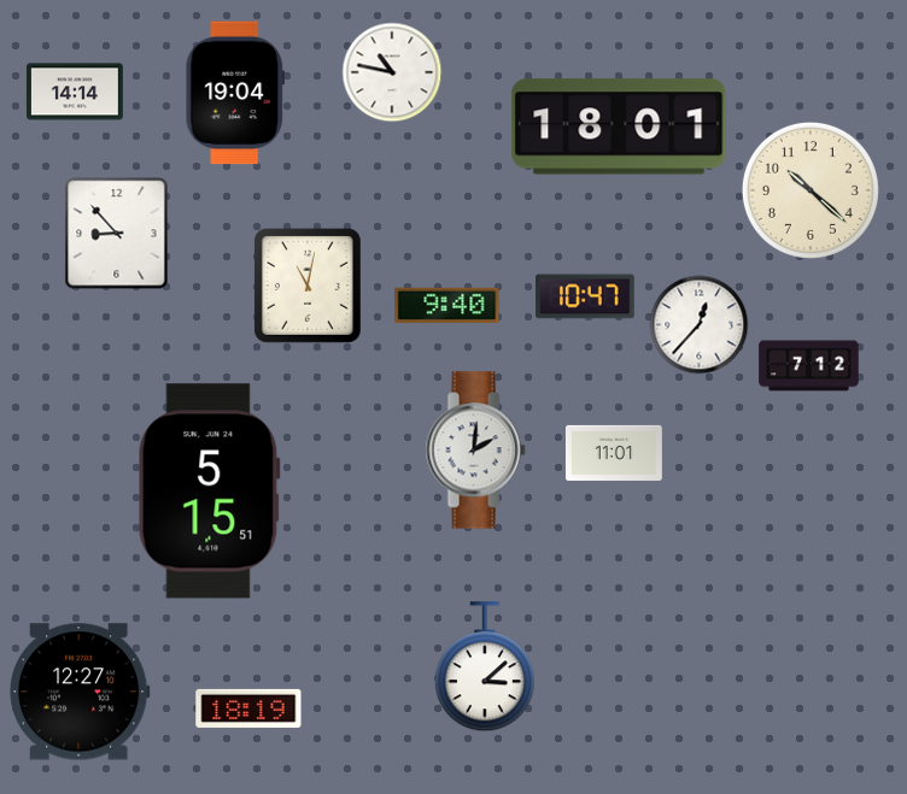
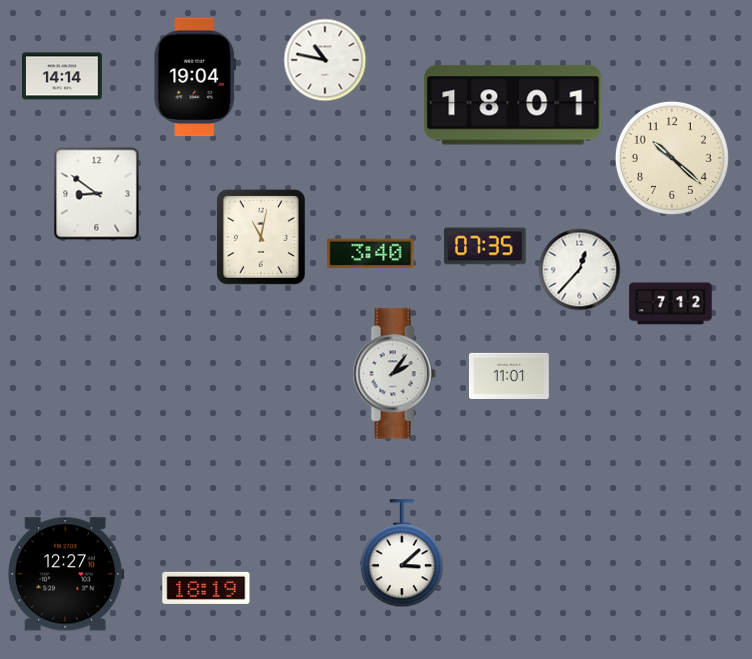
clock at (117, 234): 8:53 -> 8:51
clock at (308, 286) position: (308, 286) -> (261, 237)
clock at (585, 296): 10:47 -> 07:35
clock at (447, 305): 9:40 -> 3:40
clock at (475, 451): 2:01 -> 2:06
clock at (209, 492): 5:15 -> none
